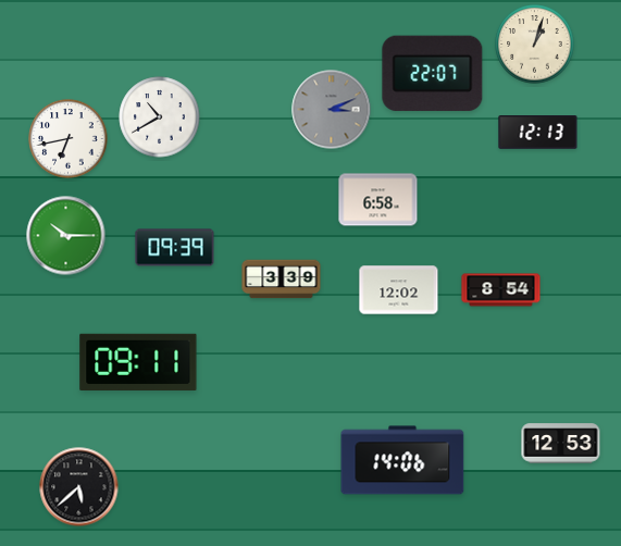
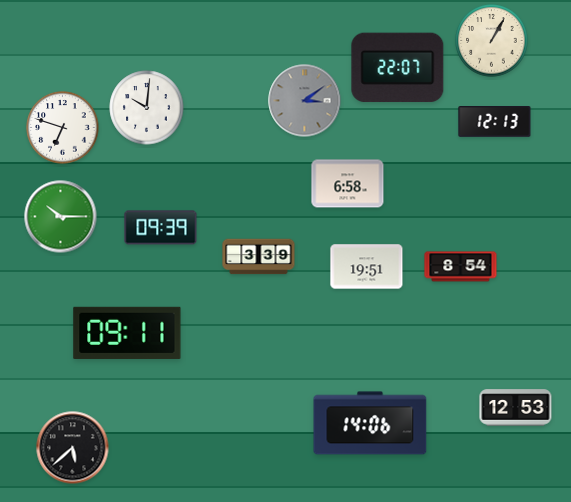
clock at (535, 45): 1:03 -> 1:05
clock at (332, 110): 3:11 -> 3:09
clock at (160, 117): 10:40 -> 10:01
clock at (69, 139): 6:43 -> 6:48
clock at (399, 290): 12:02 -> 19:51
